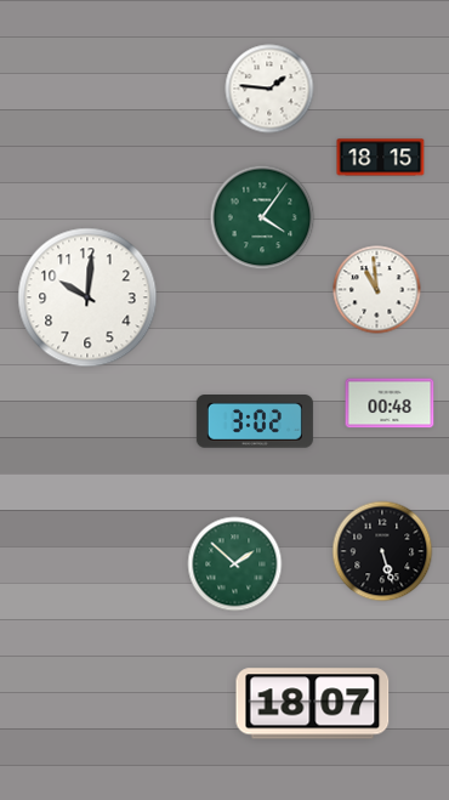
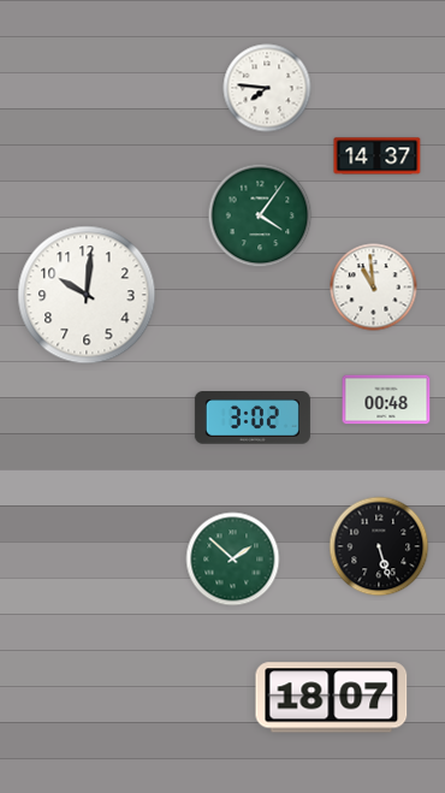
clock at (269, 89): 1:46 -> 7:46
clock at (381, 158): 18:15 -> 14:37
clock at (313, 704) position: (313, 704) -> (332, 698)
